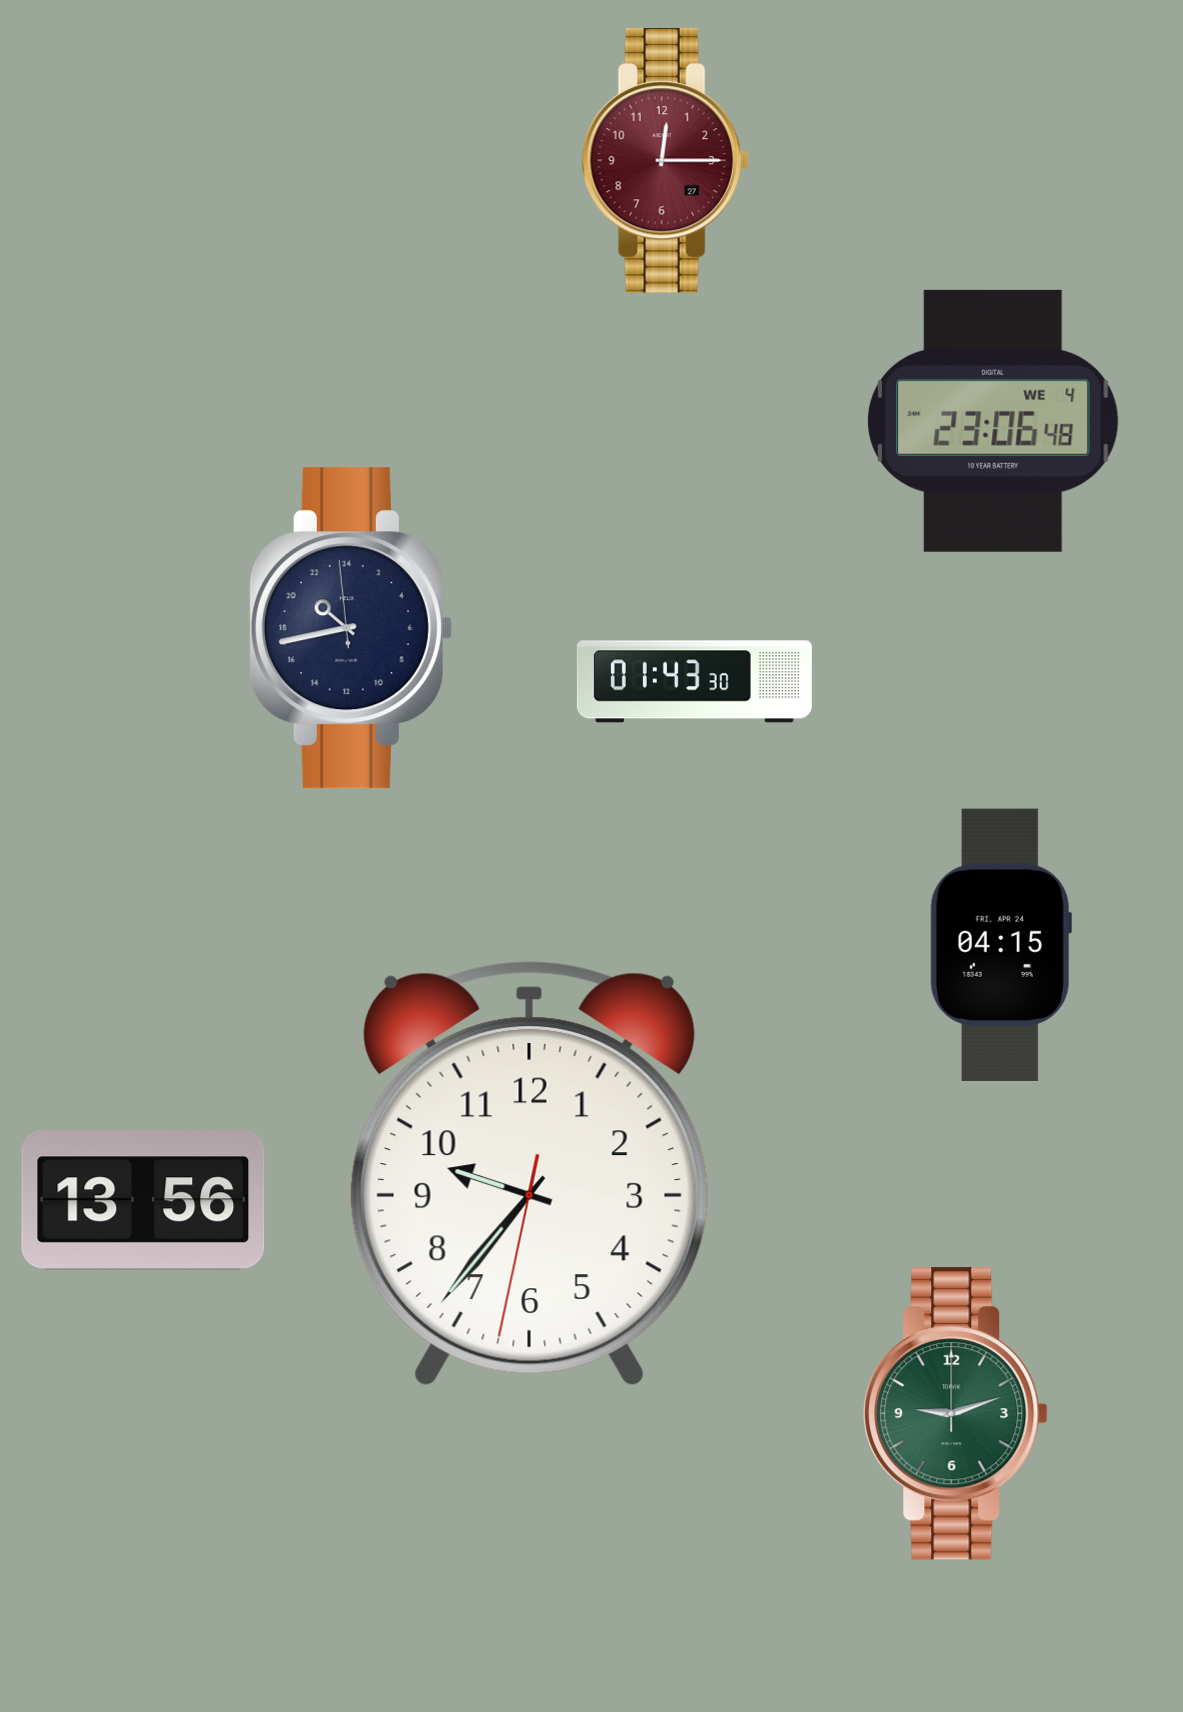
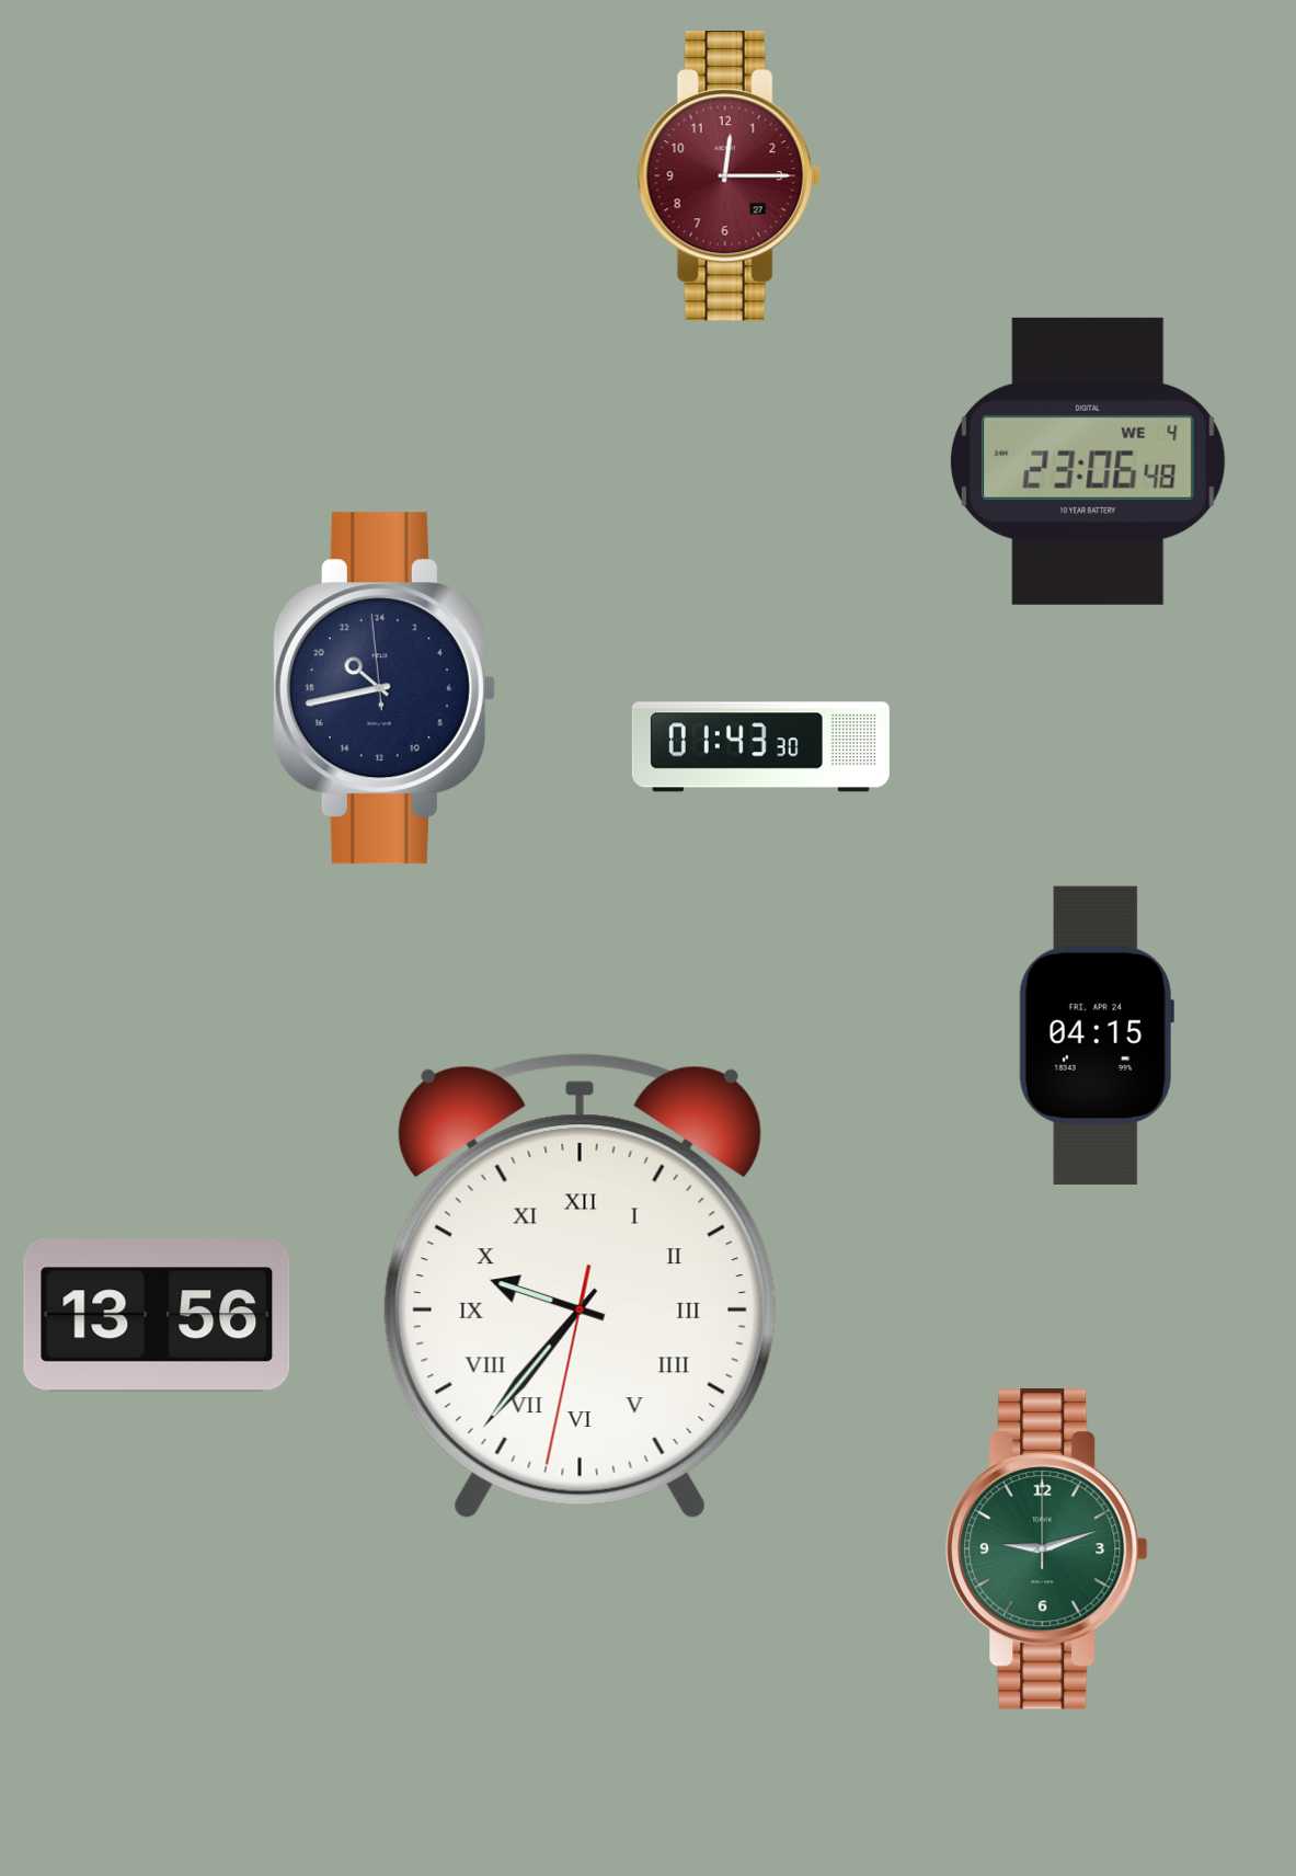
clock at (529, 1174) numerals: Arabic -> Roman
